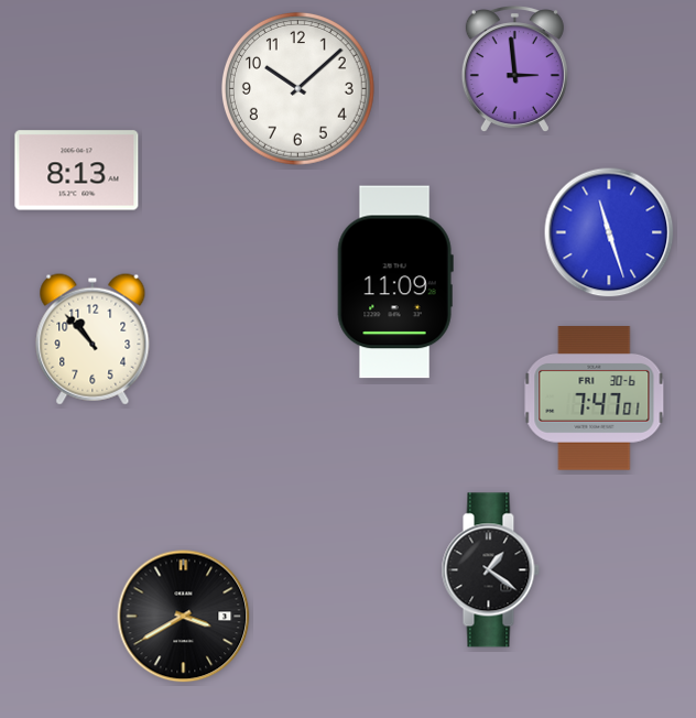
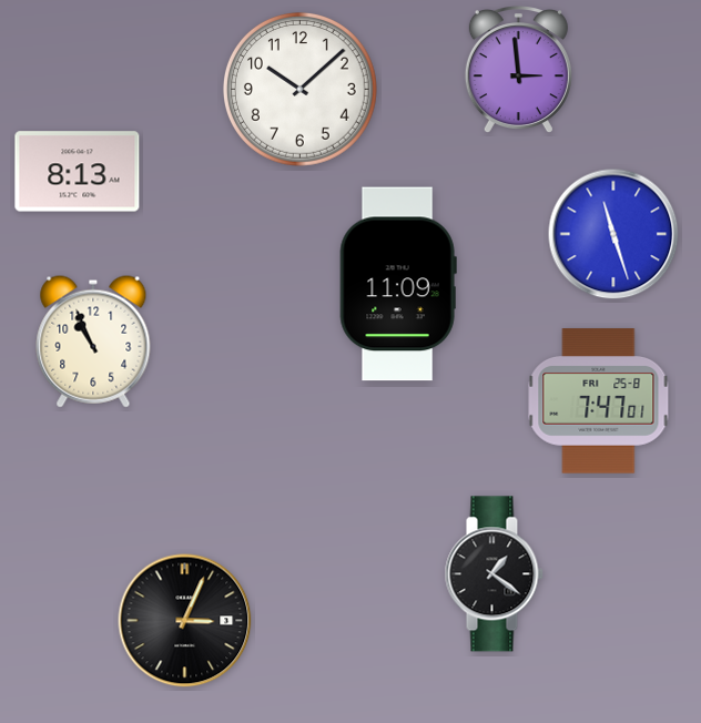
clock at (93, 339): 10:53 -> 10:56
clock at (595, 399) date: FRI 30-6 -> FRI 25-8
clock at (184, 617): 3:40 -> 3:04
